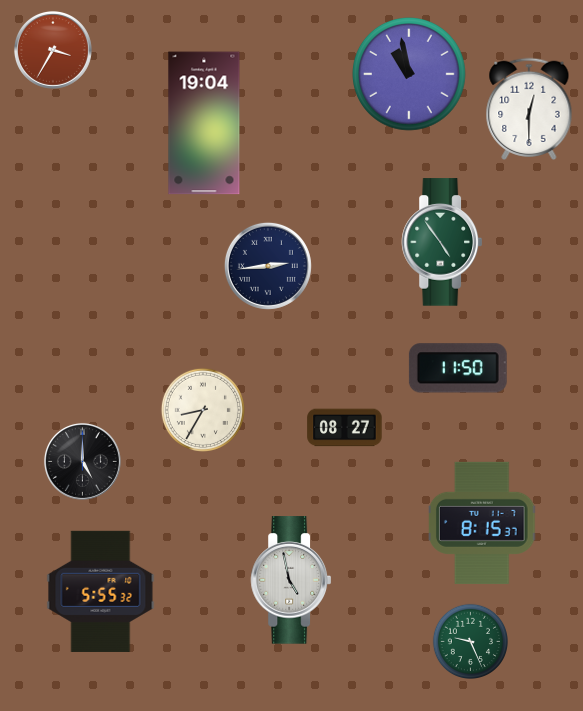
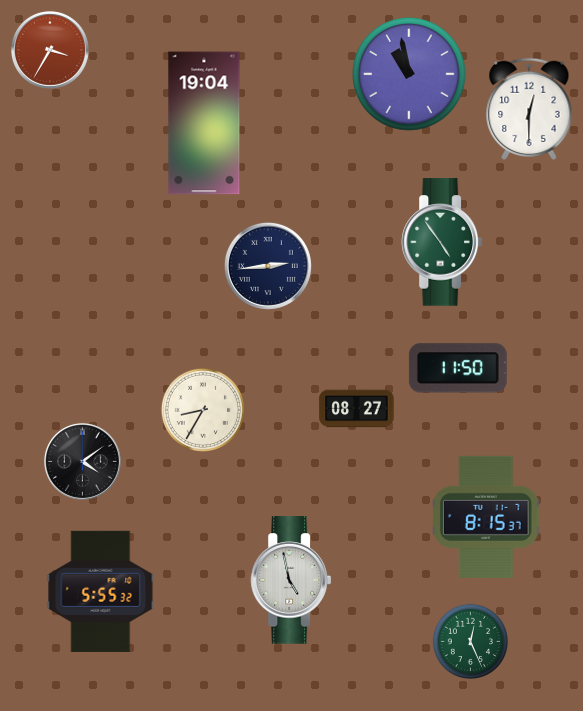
clock at (53, 50) position: (53, 50) -> (50, 50)
clock at (345, 428) position: (345, 428) -> (357, 409)
clock at (82, 461): 5:00 -> 4:09
clock at (483, 523) position: (483, 523) -> (487, 517)
clock at (470, 641): 9:26 -> 12:26
